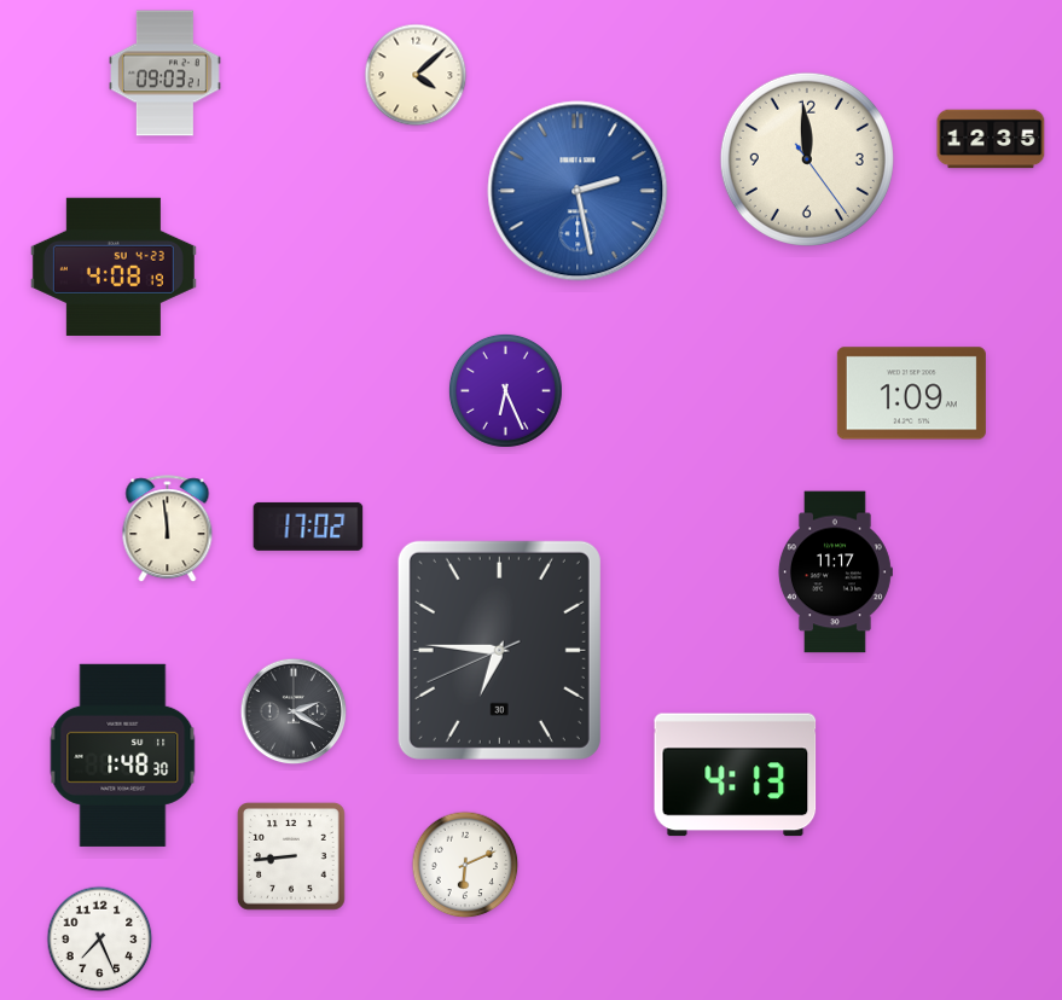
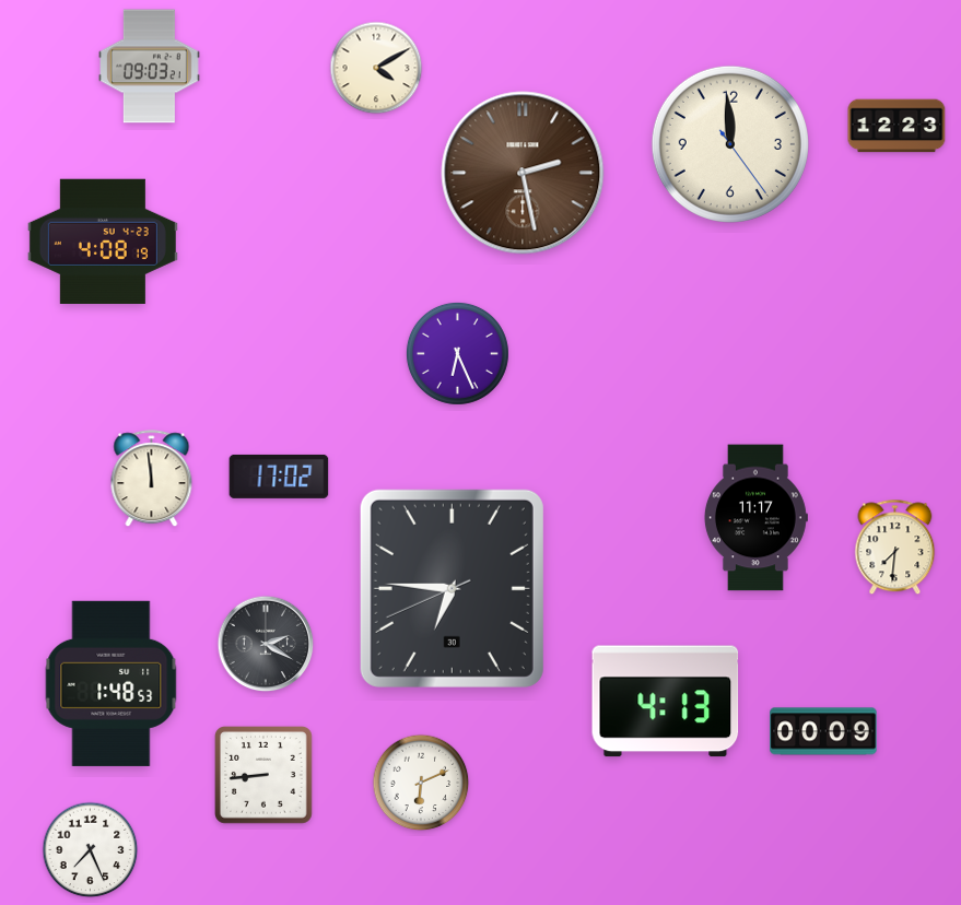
clock at (416, 75): 4:08 -> 4:10
clock at (991, 139): 12:35 -> 12:23
clock at (578, 191) dial: blue -> brown
clock at (911, 394): 1:09 -> none
clock at (895, 548): none -> 7:31
clock at (123, 755): 1:48:30 -> 1:48:53
clock at (823, 731): none -> 00:09
